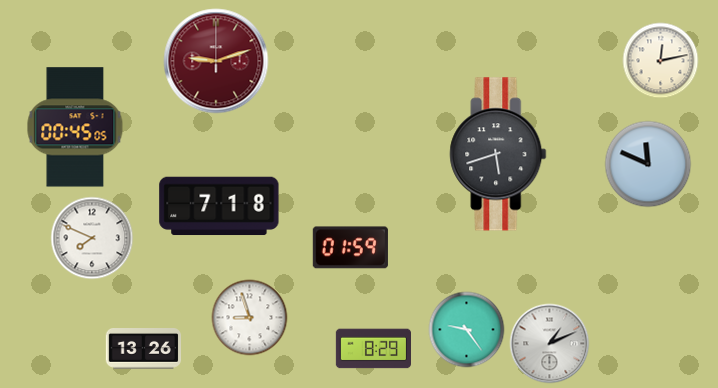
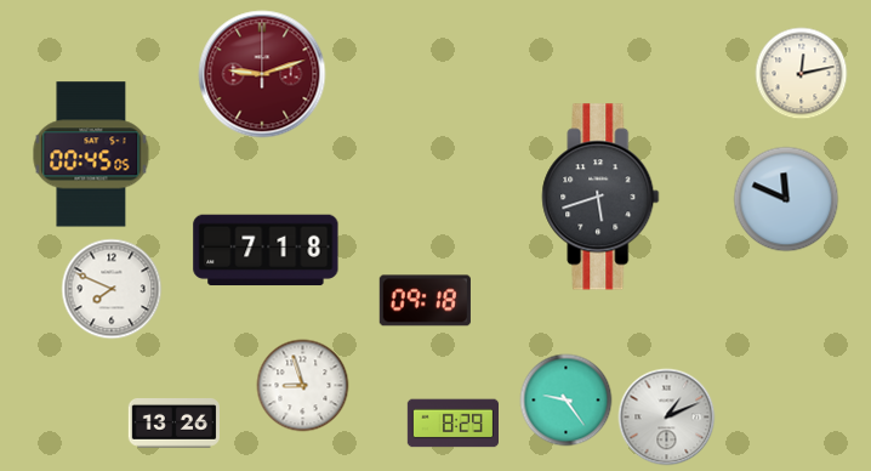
clock at (498, 154) position: (498, 154) -> (600, 197)
clock at (350, 248): 01:59 -> 09:18
